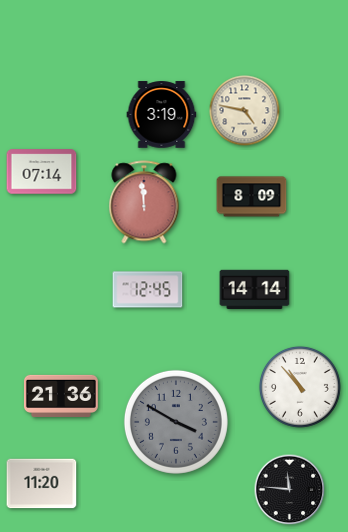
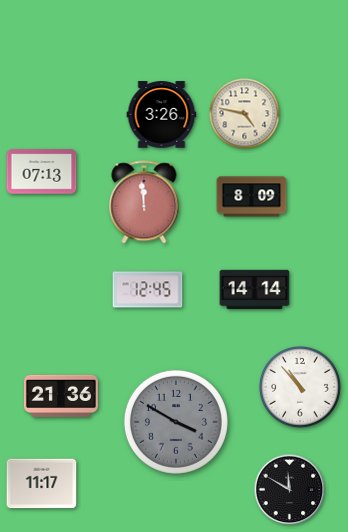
clock at (245, 111) position: (245, 111) -> (245, 114)
clock at (162, 115): 3:19 -> 3:26
clock at (42, 172): 07:14 -> 07:13
clock at (42, 484): 11:20 -> 11:17
clock at (290, 490): 11:46 -> 11:50
